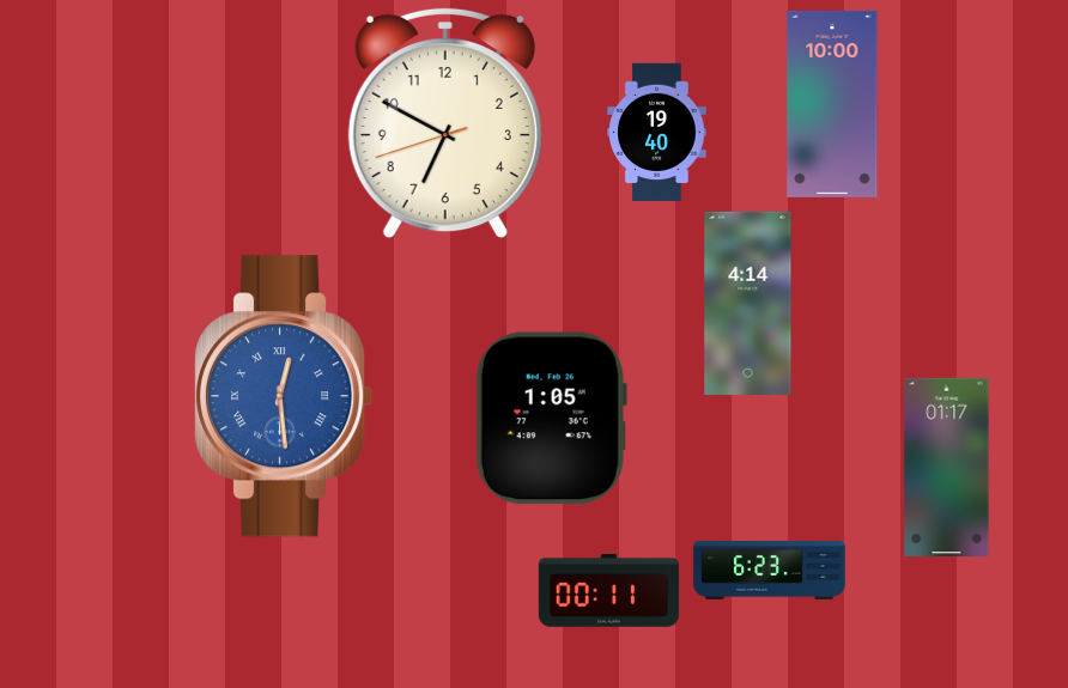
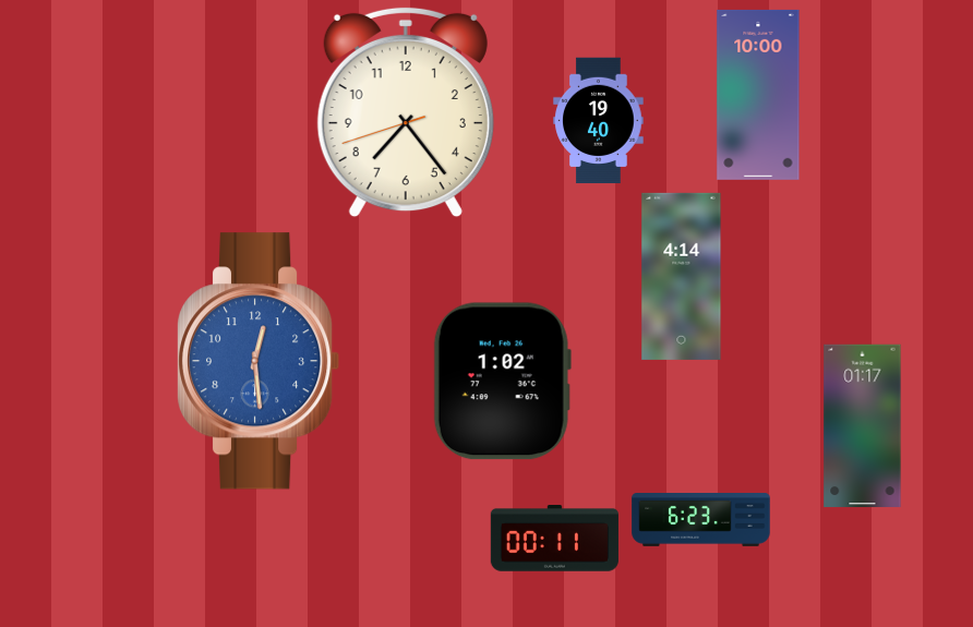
clock at (445, 123): 6:49 -> 7:23
clock at (284, 396) numerals: Roman -> Arabic
clock at (551, 419): 1:05 -> 1:02
